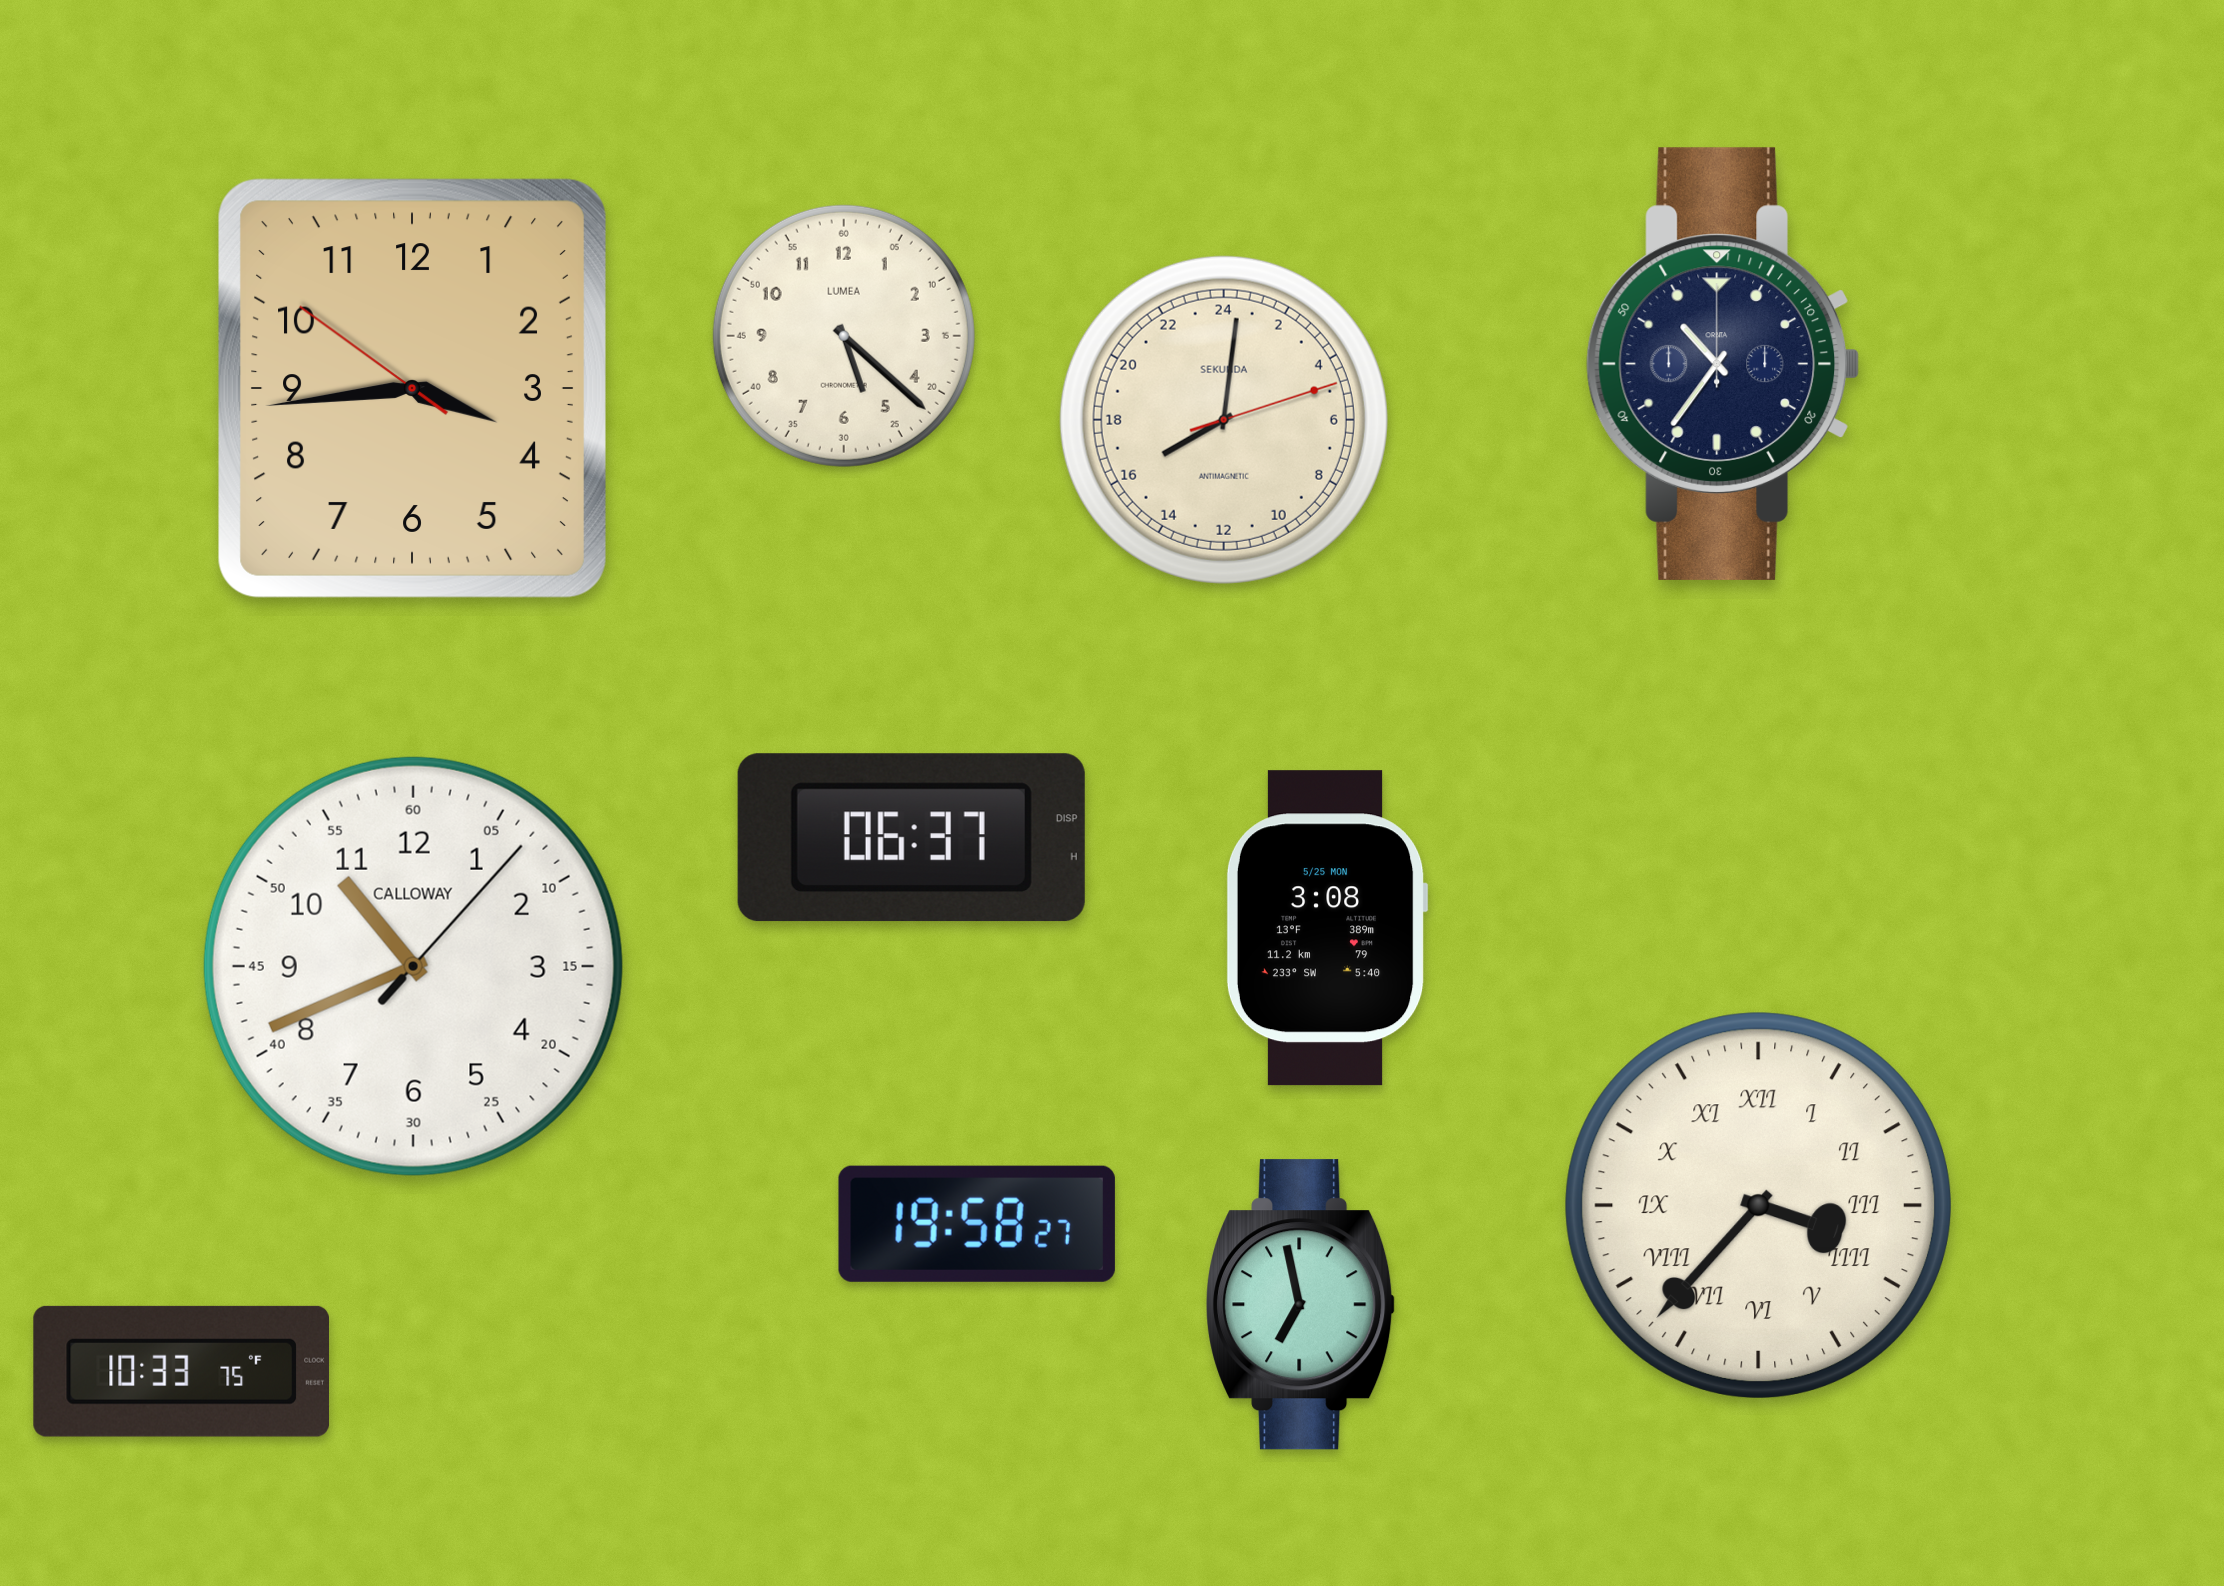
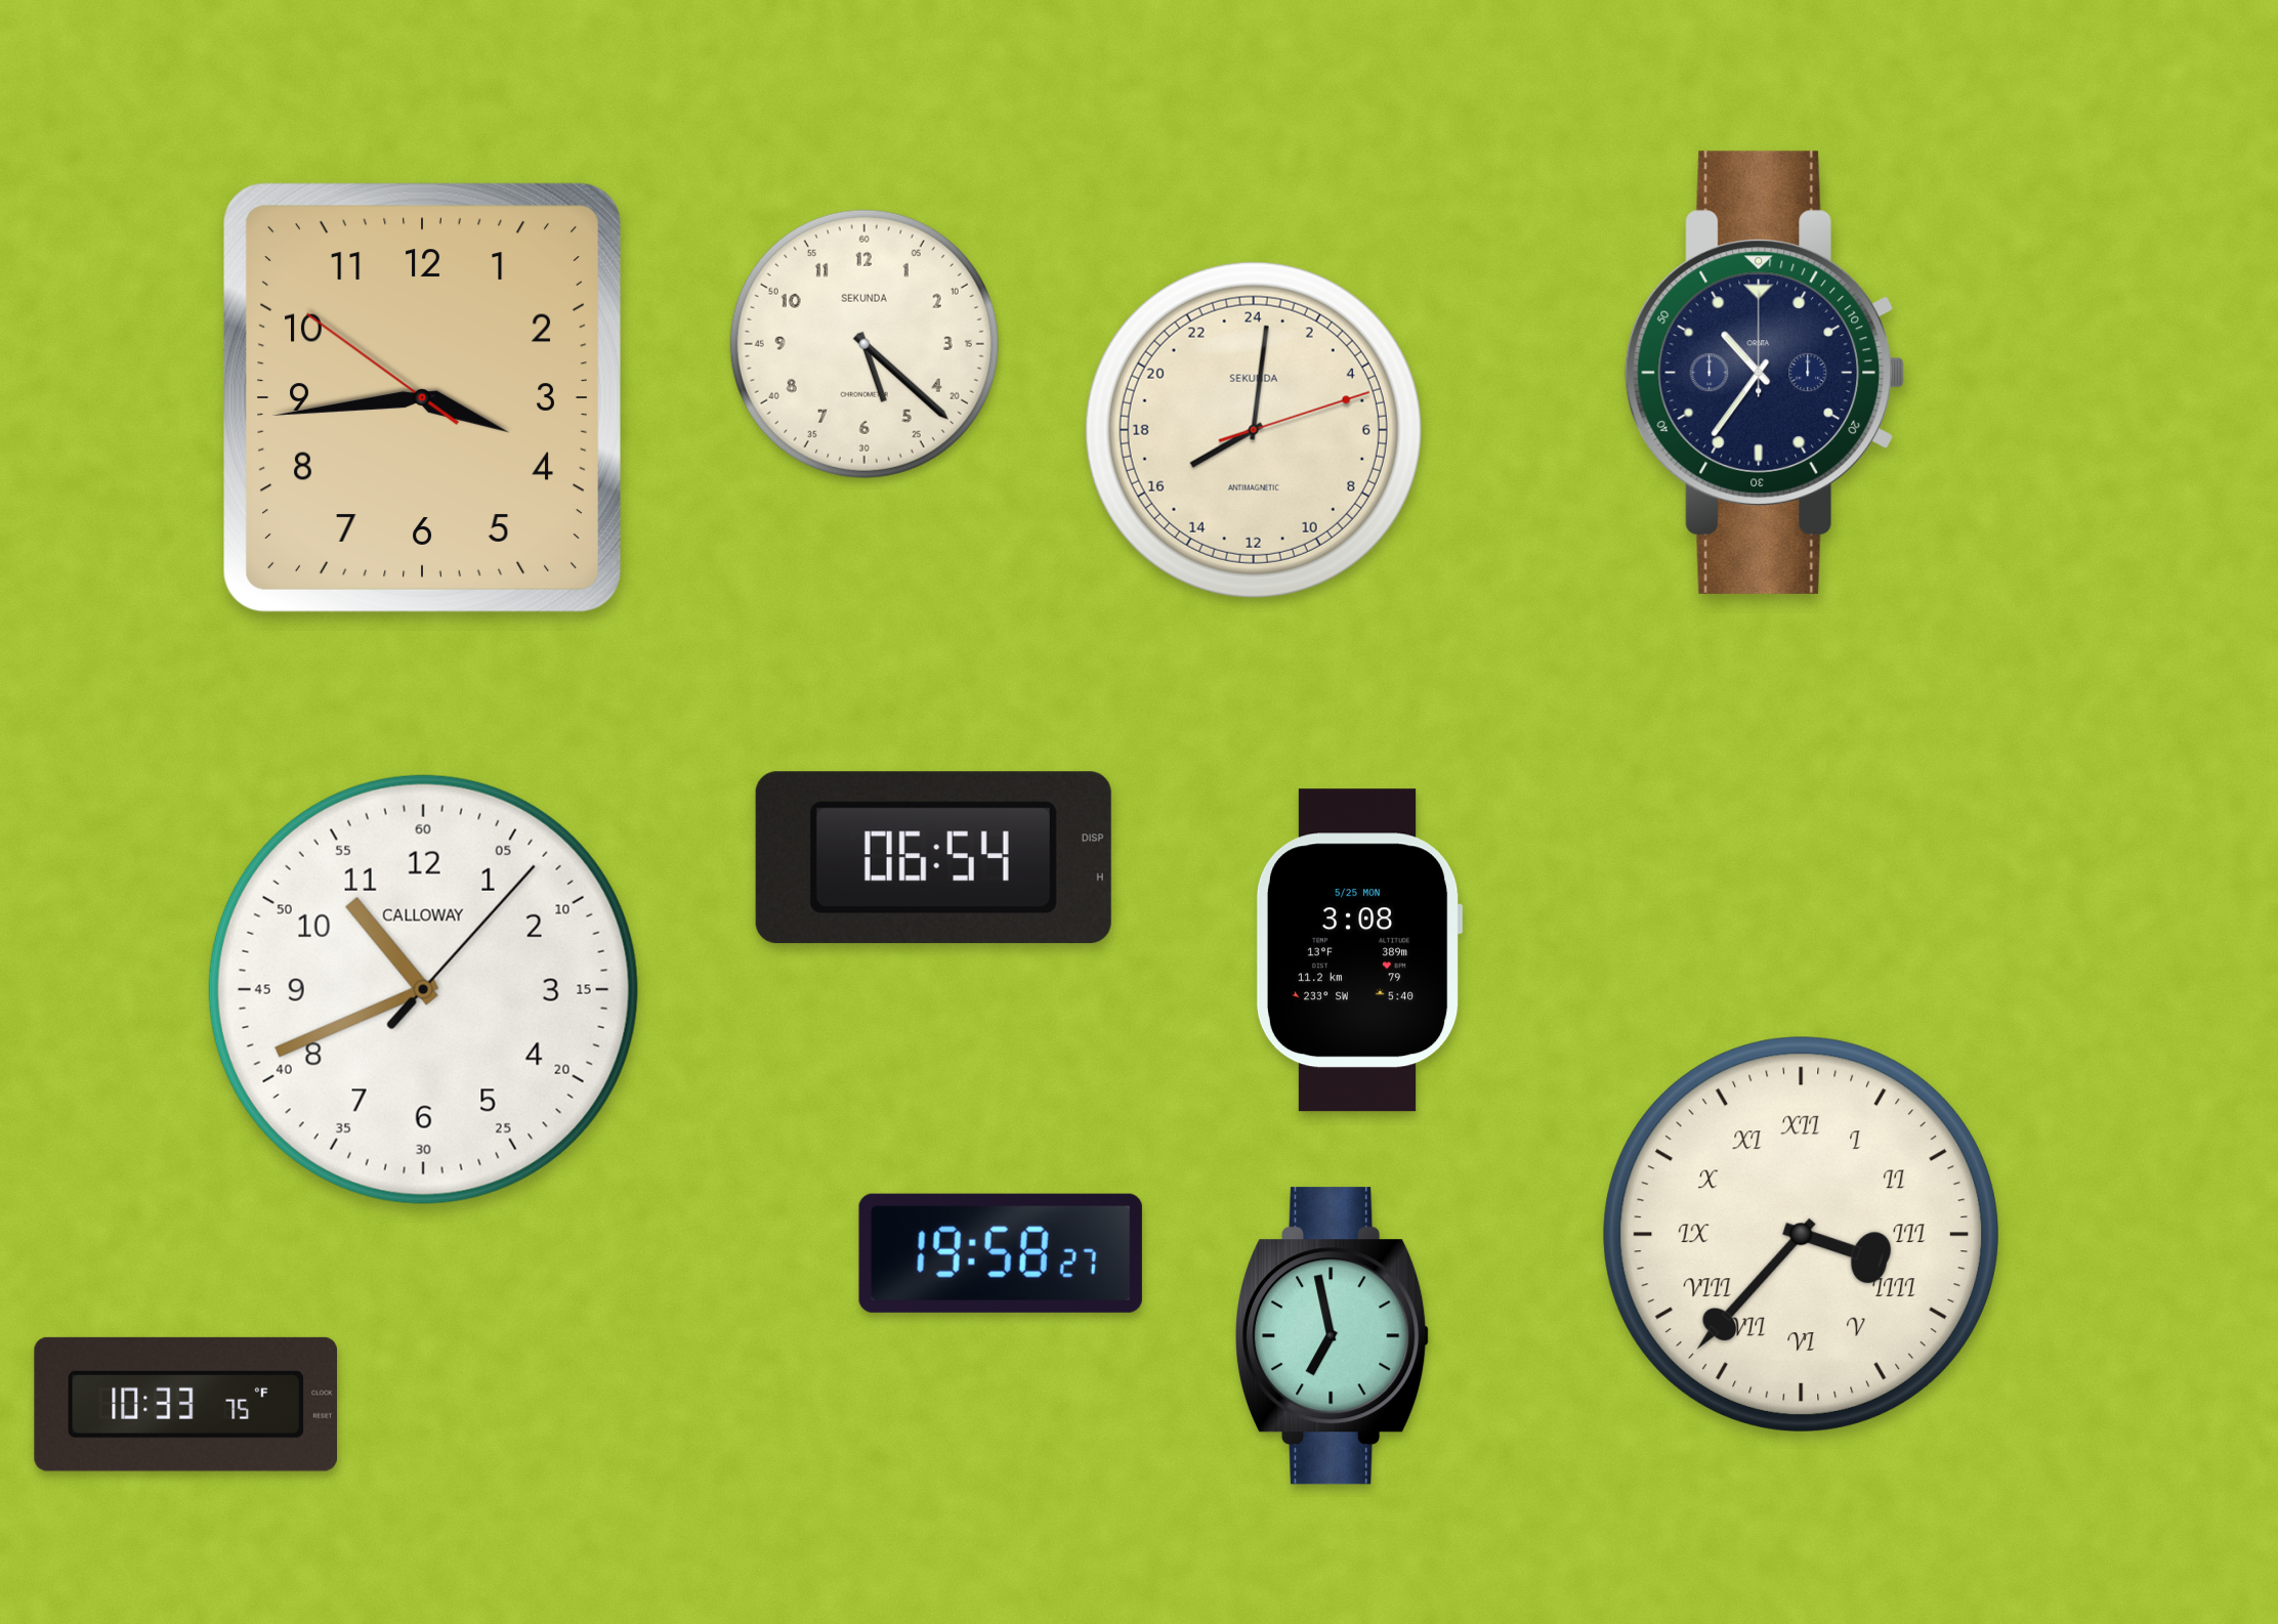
clock at (844, 336) brand: LUMEA -> SEKUNDA
clock at (911, 838): 06:37 -> 06:54
